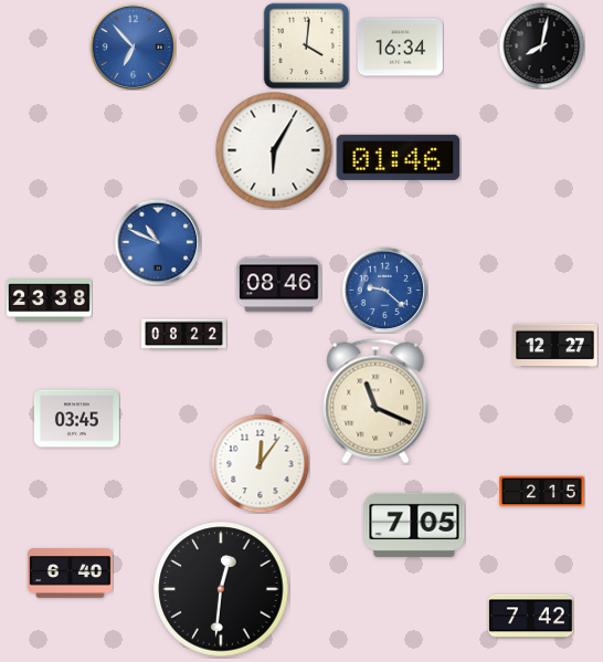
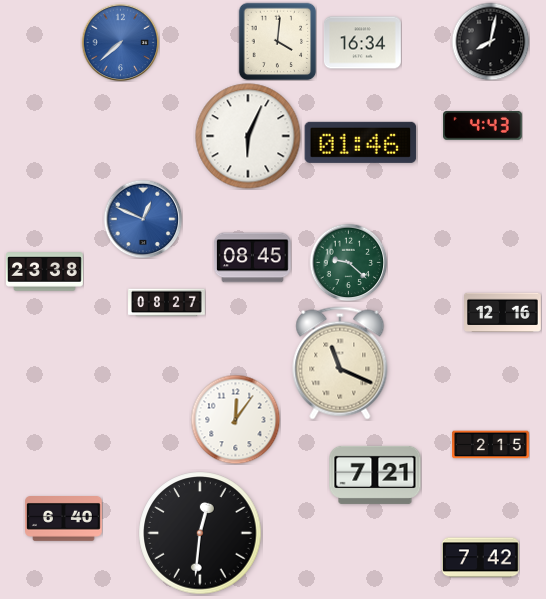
clock at (133, 46): 6:53 -> 7:38
clock at (483, 125): none -> 4:43
clock at (274, 150): 6:05 -> 6:04
clock at (158, 242): 10:49 -> 12:49
clock at (278, 285): 08:46 -> 08:45
clock at (384, 290) dial: blue -> green
clock at (184, 335): 08:22 -> 08:27
clock at (556, 345): 12:27 -> 12:16
clock at (77, 419): 03:45 -> none
clock at (414, 525): 7:05 -> 7:21
